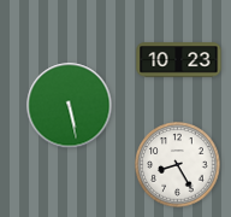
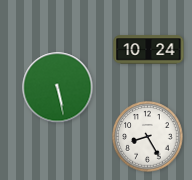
clock at (179, 60): 10:23 -> 10:24
